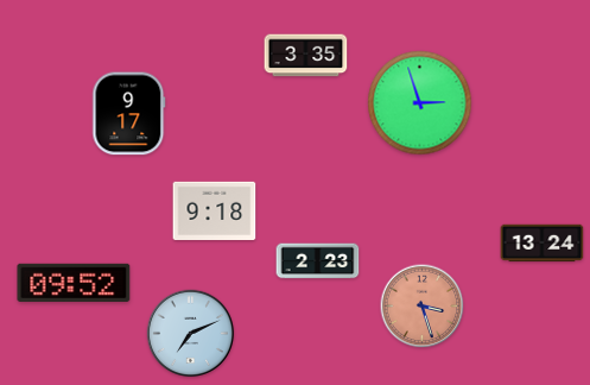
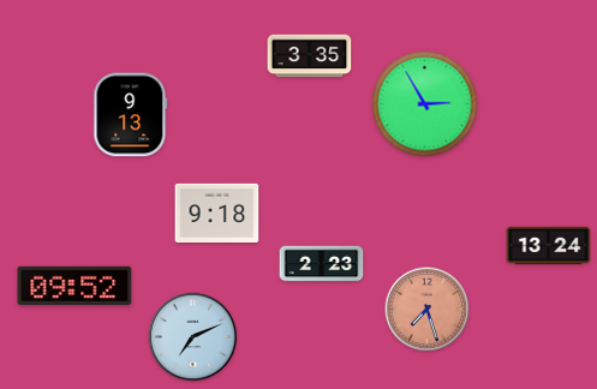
clock at (420, 103): 2:57 -> 2:55
clock at (129, 114): 9:17 -> 9:13
clock at (423, 307): 3:27 -> 7:27
